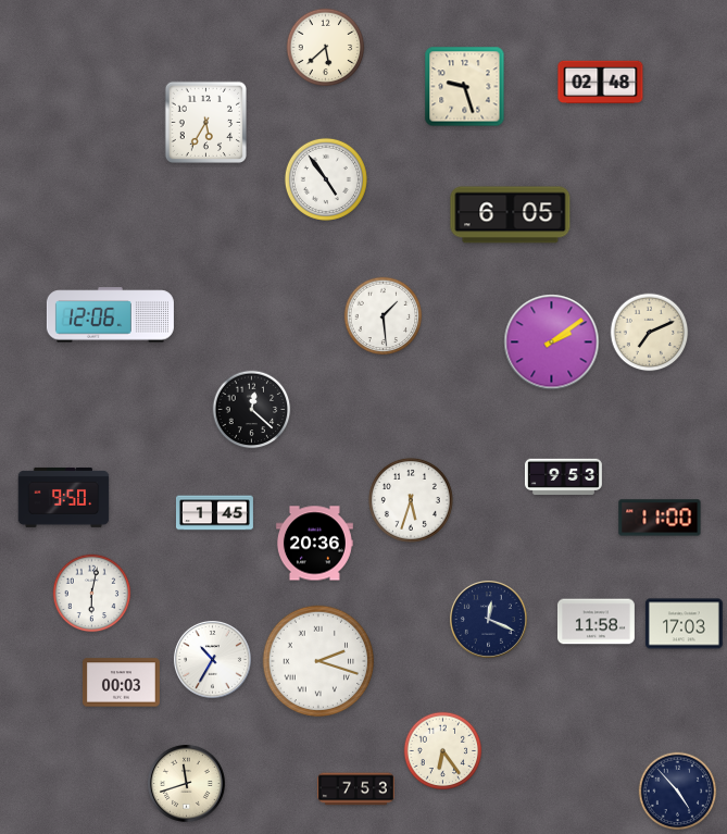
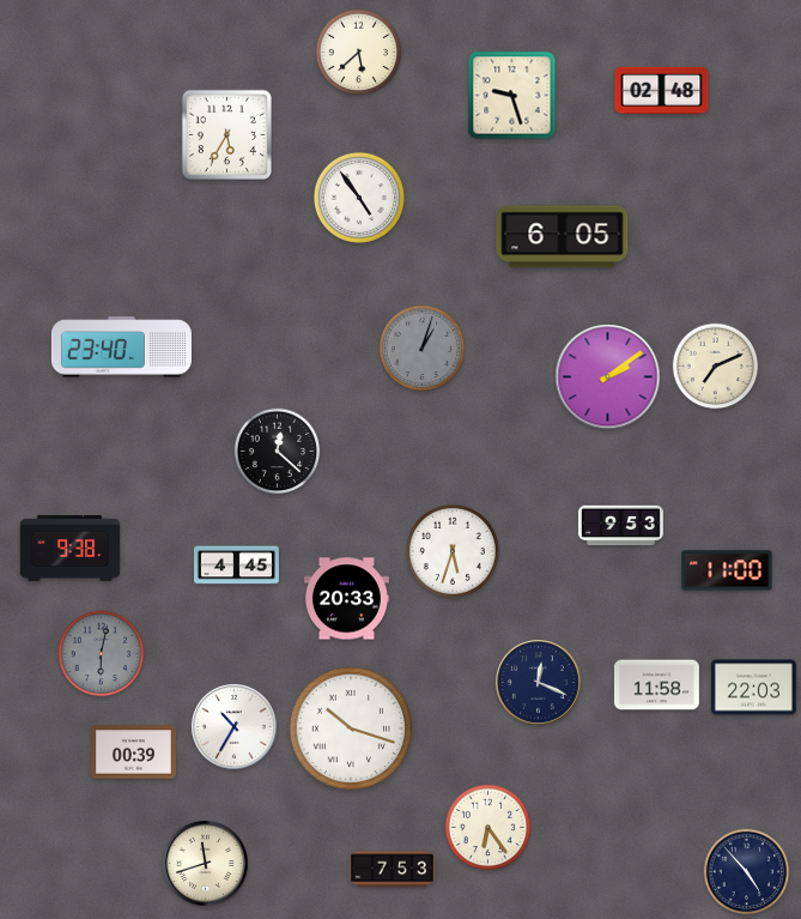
clock at (110, 315): 12:06 -> 23:40
clock at (384, 316): 1:29 -> 1:03
clock at (384, 316) dial: white -> grey
clock at (64, 497): 9:50 -> 9:38
clock at (214, 513): 1:45 -> 4:45
clock at (314, 544): 20:36 -> 20:33
clock at (92, 594) dial: white -> grey
clock at (684, 624): 17:03 -> 22:03
clock at (318, 661): 2:18 -> 10:18
clock at (121, 683): 00:03 -> 00:39
